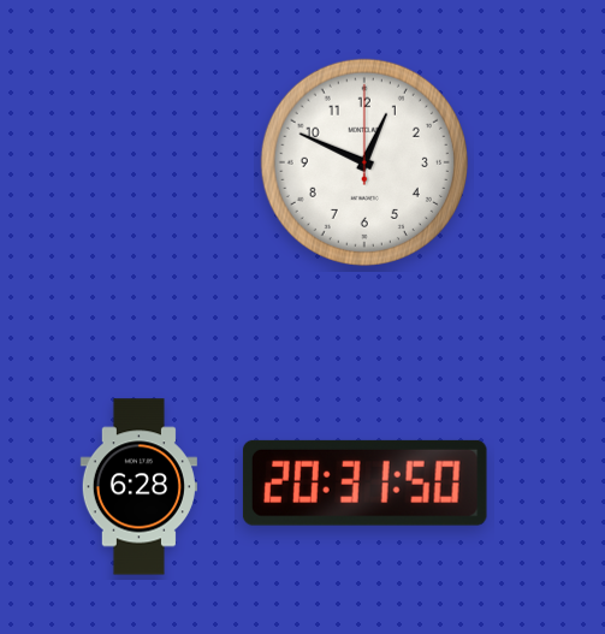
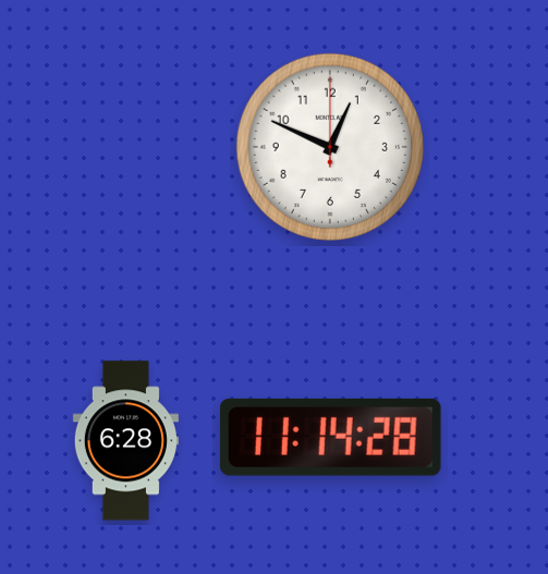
clock at (364, 482): 20:31 -> 11:14
